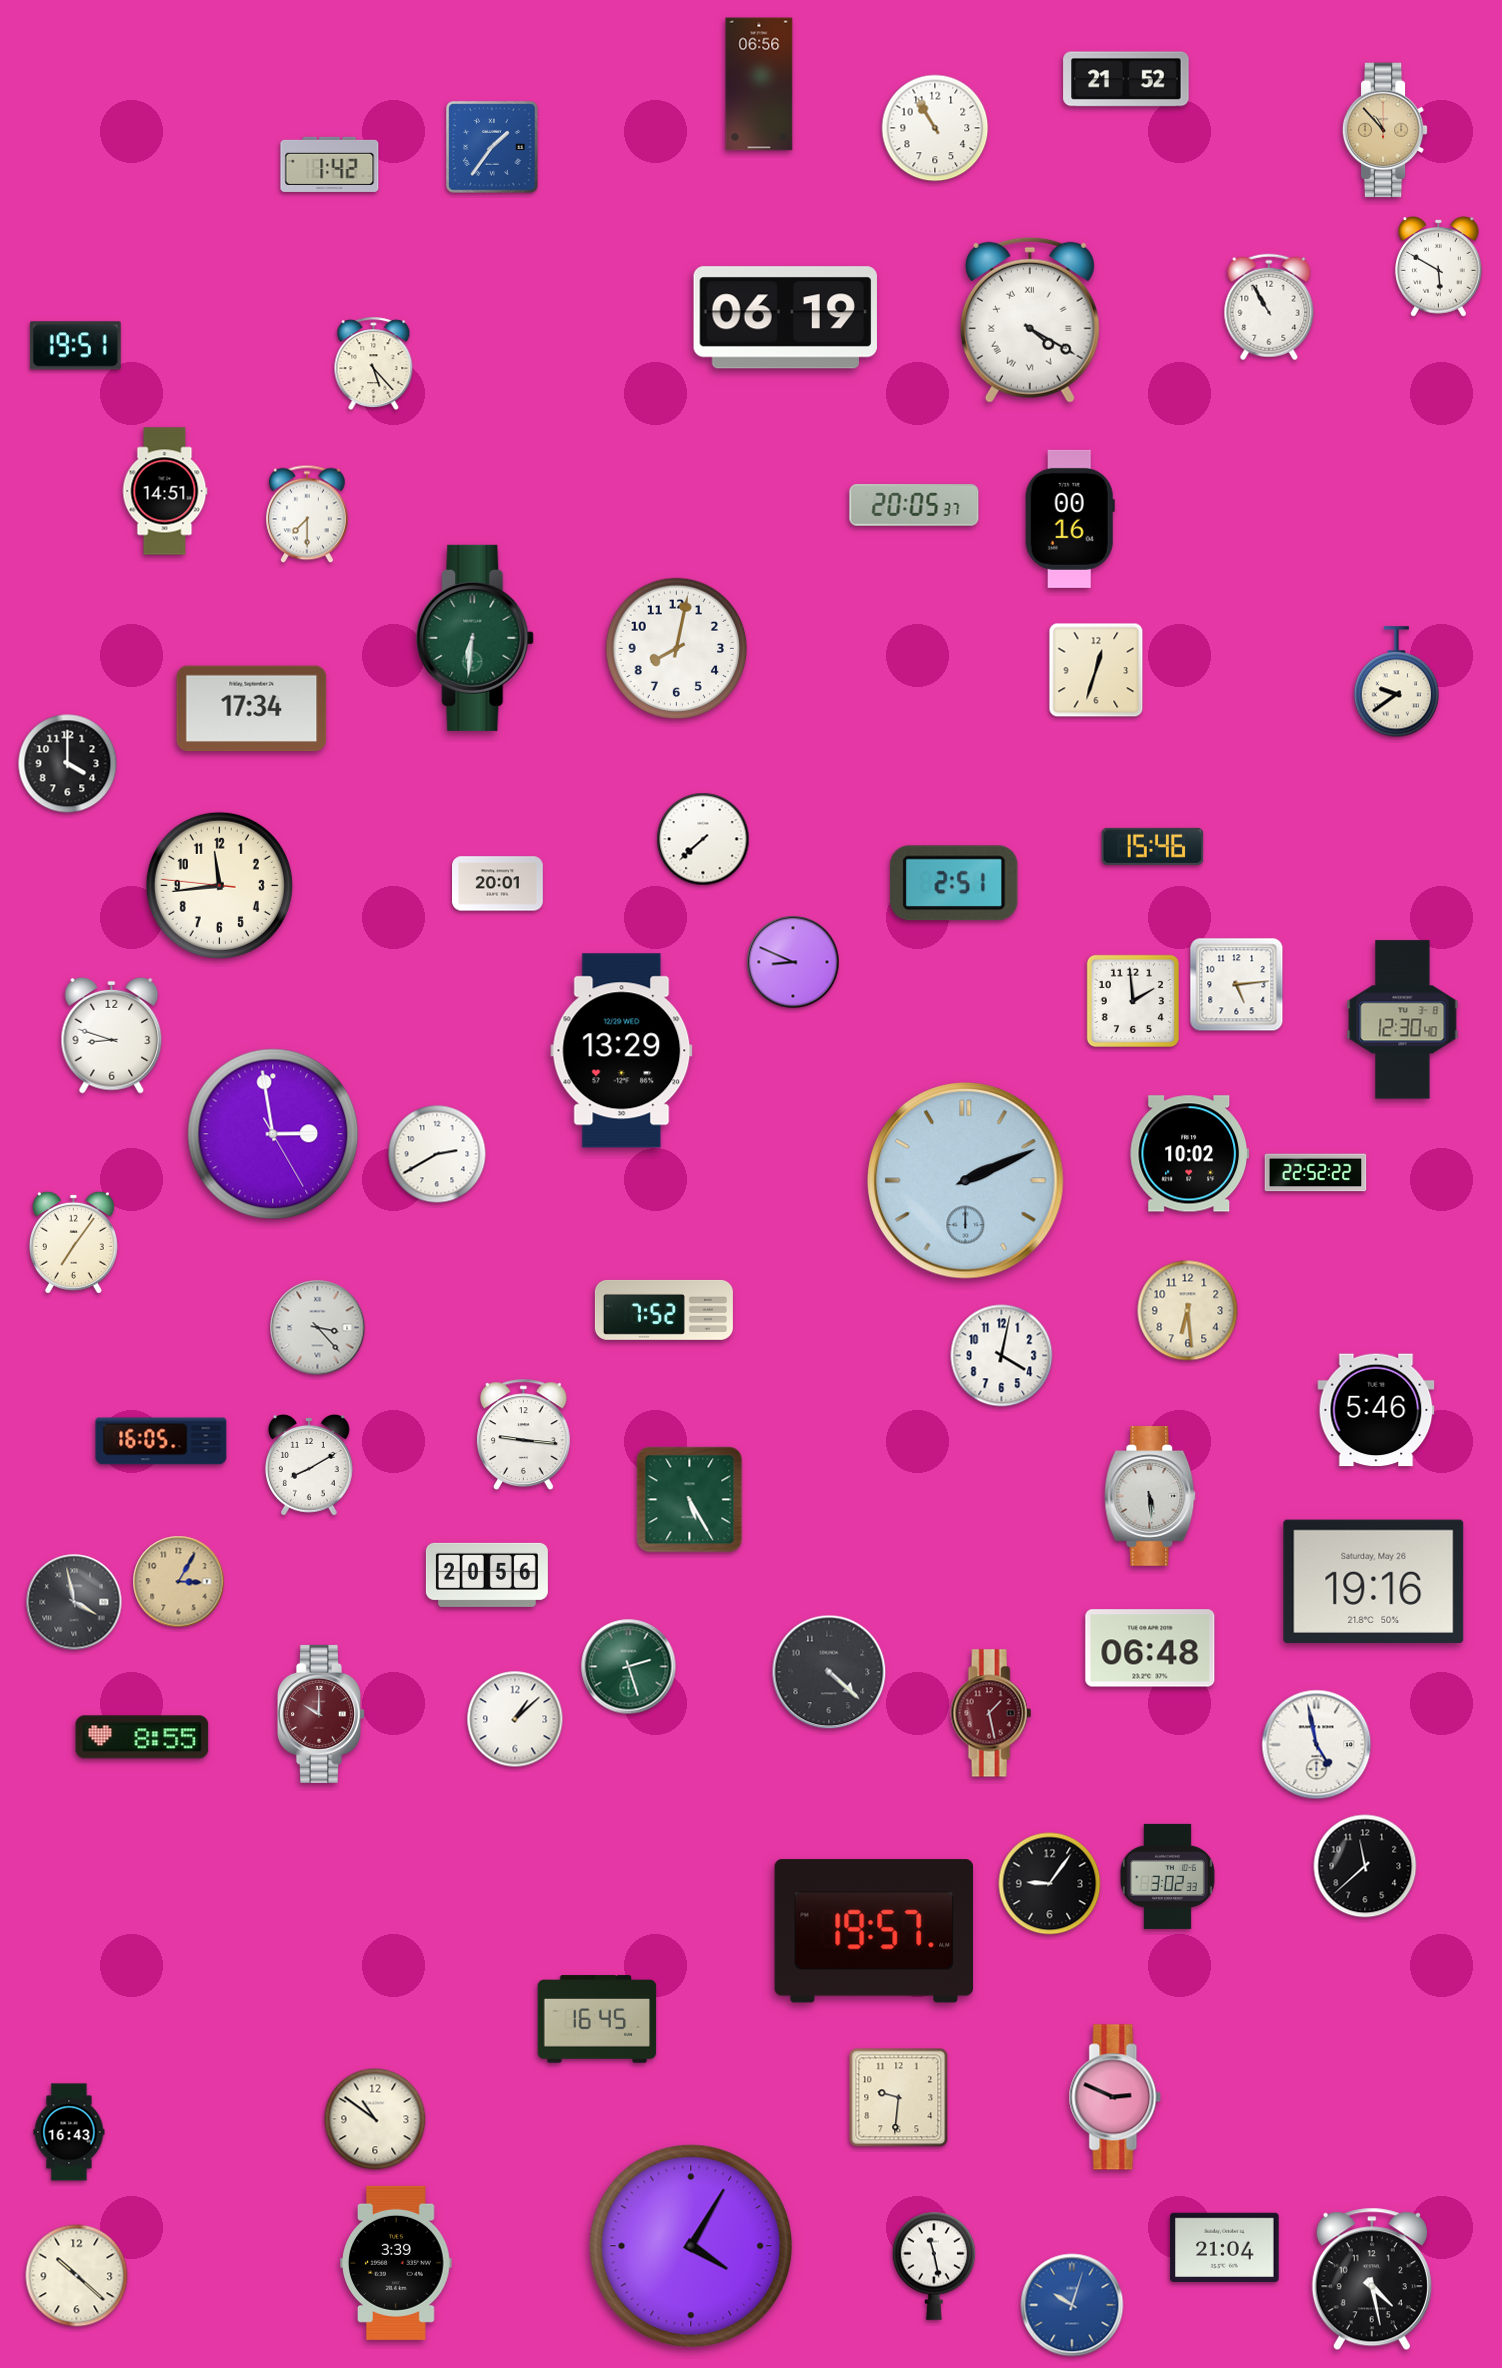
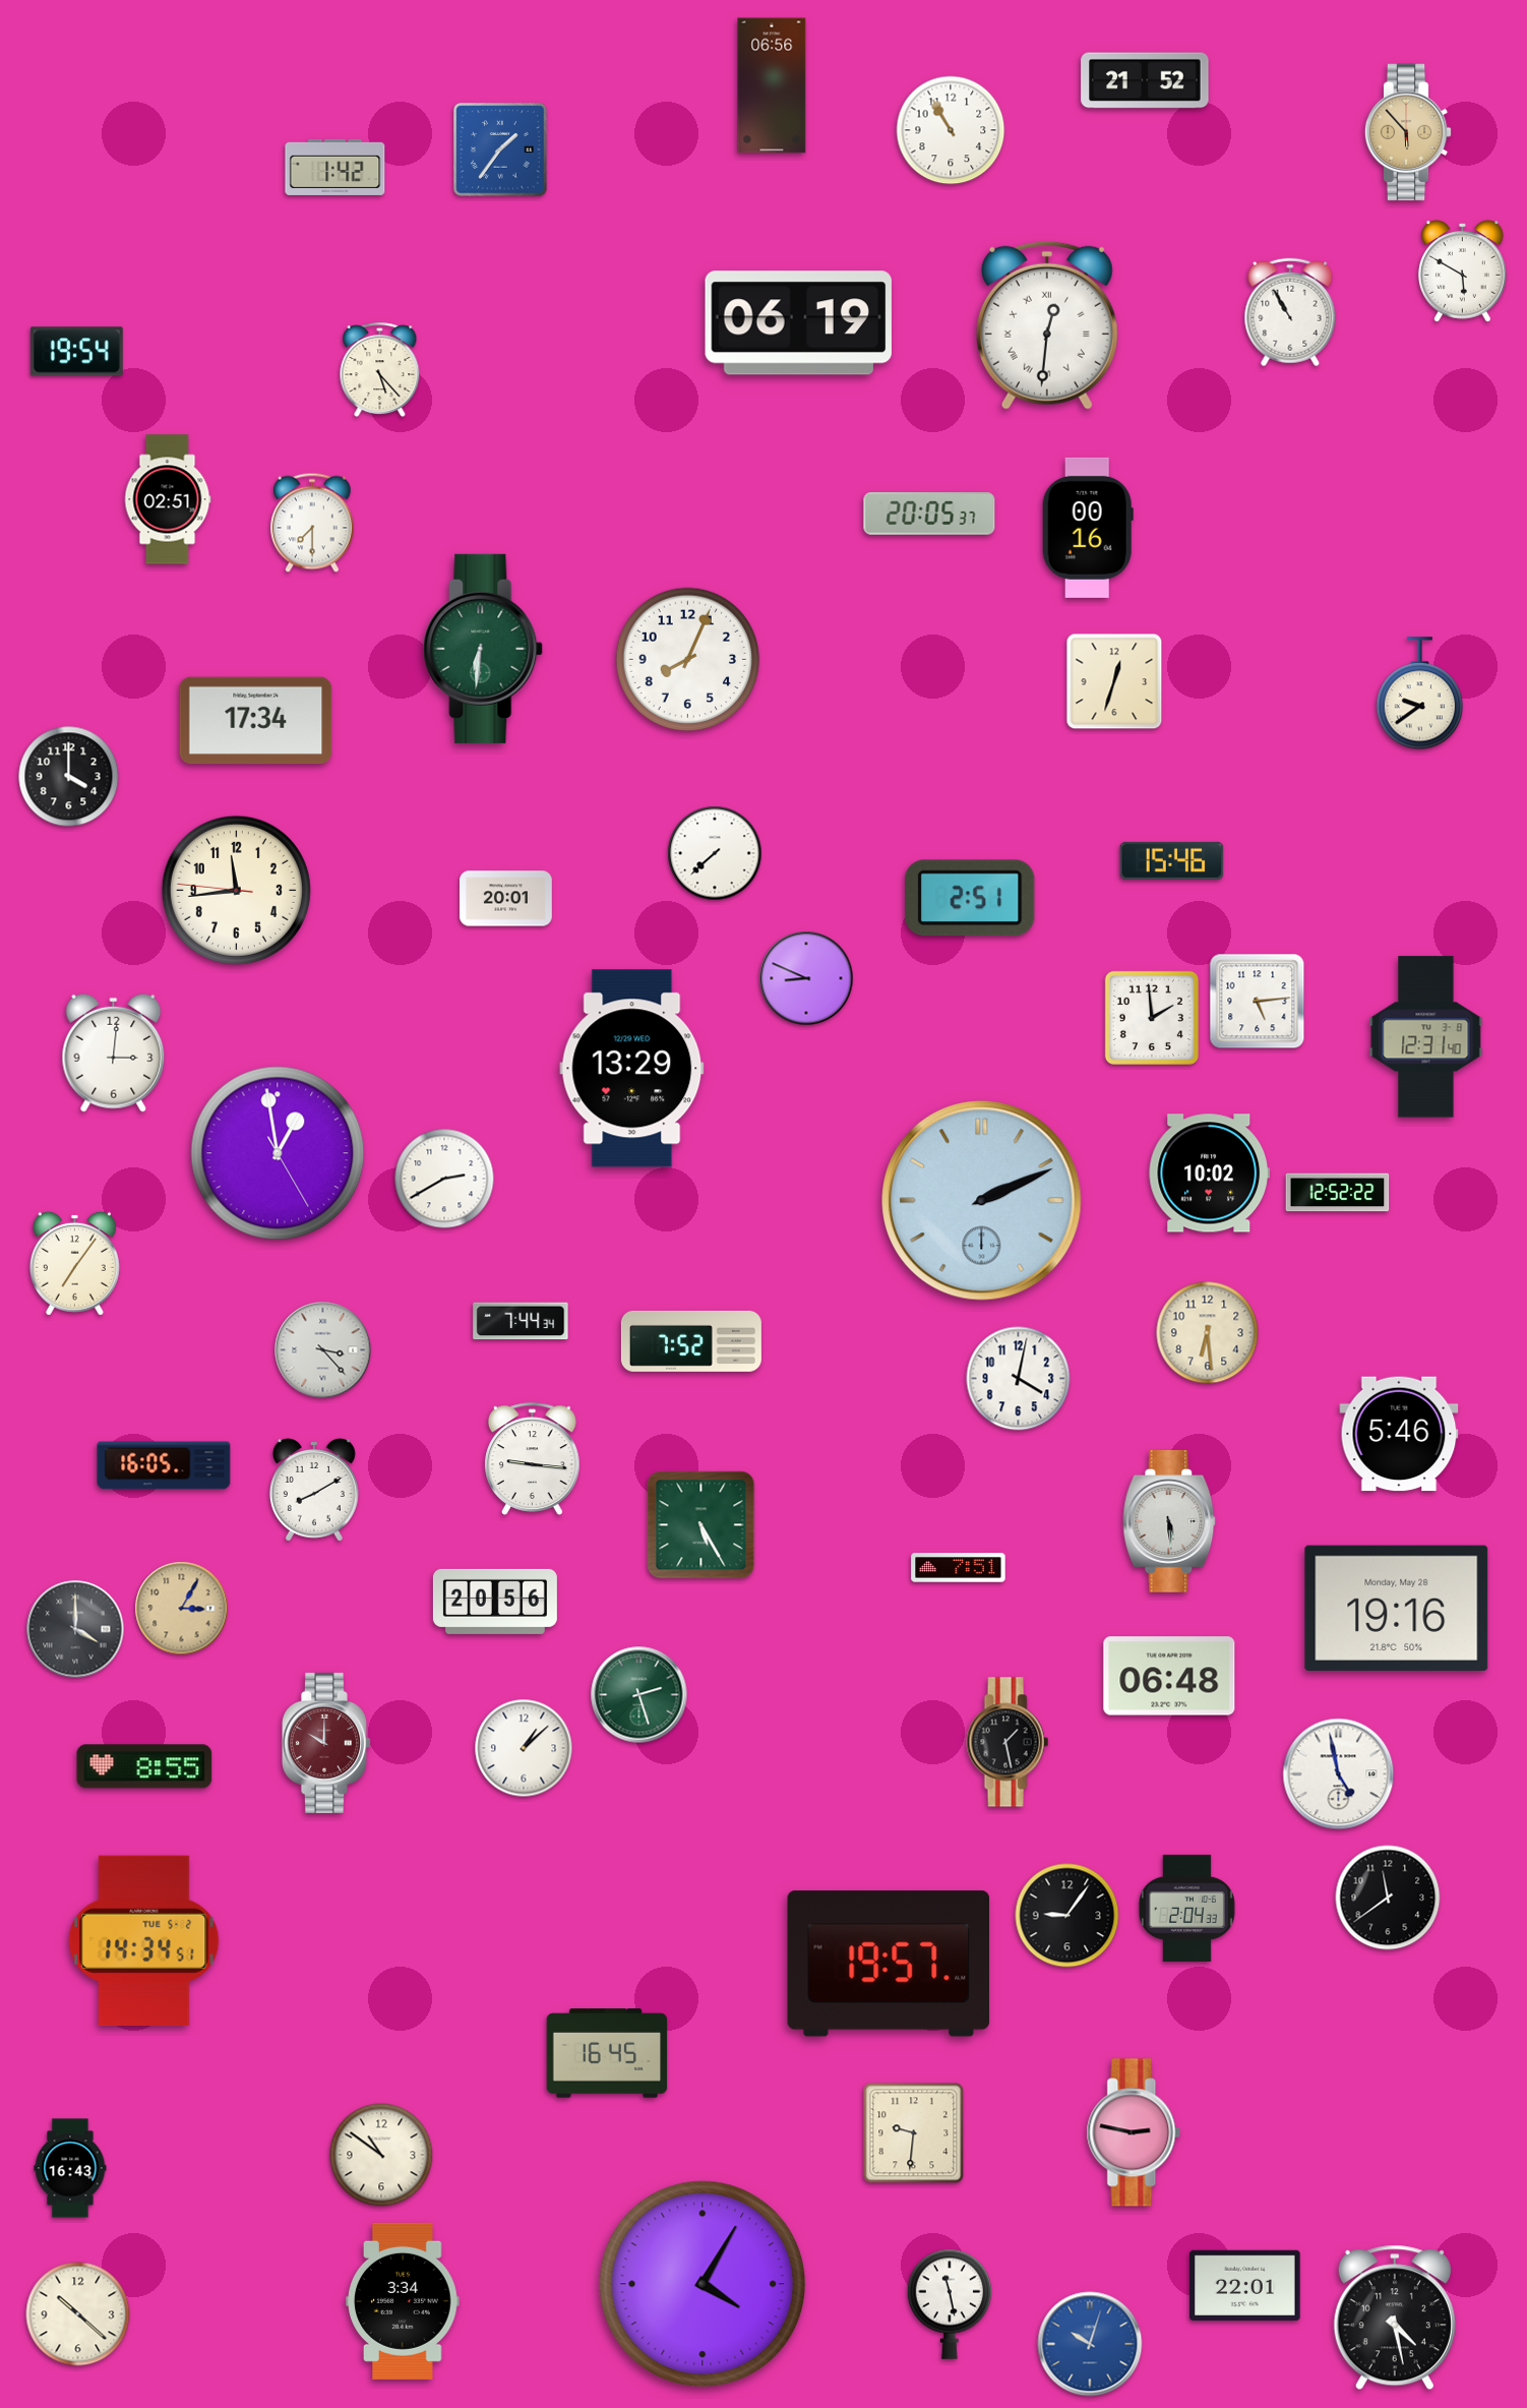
clock at (1385, 130): 10:53 -> 5:53
clock at (1030, 320): 4:20 -> 12:31
clock at (75, 346): 19:51 -> 19:54
clock at (165, 491): 14:51 -> 02:51
clock at (677, 649): 8:02 -> 8:04
clock at (219, 885) position: (219, 885) -> (236, 890)
clock at (1403, 1020): 12:30 -> 12:31
clock at (112, 1035): 8:48 -> 3:01
clock at (273, 1134): 2:58 -> 12:58
clock at (437, 1154) position: (437, 1154) -> (444, 1179)
clock at (1316, 1173): 22:52 -> 12:52
clock at (521, 1321): none -> 7:44
clock at (664, 1310) position: (664, 1310) -> (691, 1341)
clock at (959, 1568): none -> 7:51
clock at (1374, 1581) date: Saturday, May 26 -> Monday, May 28
clock at (74, 1602): 3:58 -> 4:00
clock at (829, 1672): 4:22 -> none
clock at (991, 1713) dial: burgundy -> black
clock at (1365, 1866): 11:38 -> 11:39
clock at (1167, 1876): 3:02 -> 2:04
clock at (144, 1941): none -> 14:34
clock at (1115, 2097): 2:49 -> 2:47
clock at (1225, 2247): 21:04 -> 22:01
clock at (396, 2263): 3:39 -> 3:34
